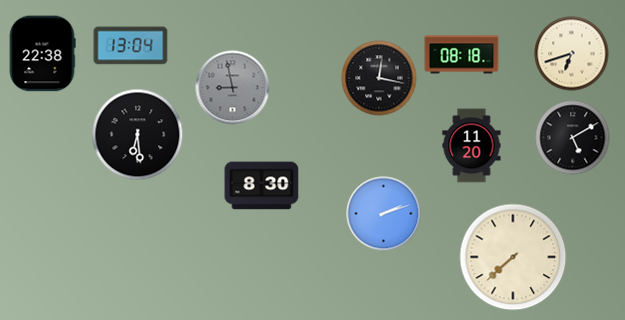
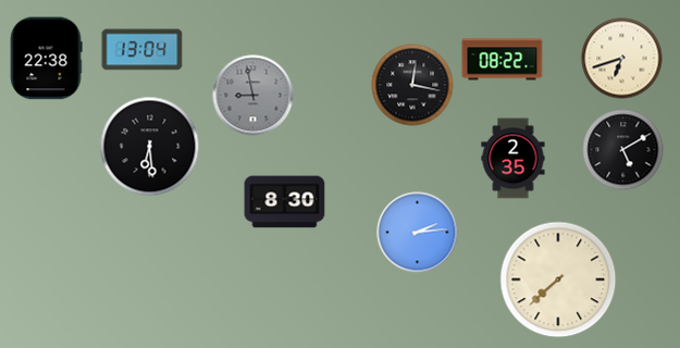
clock at (462, 55): 08:18 -> 08:22
clock at (472, 146): 11:20 -> 2:35
clock at (384, 214): 2:12 -> 2:14
